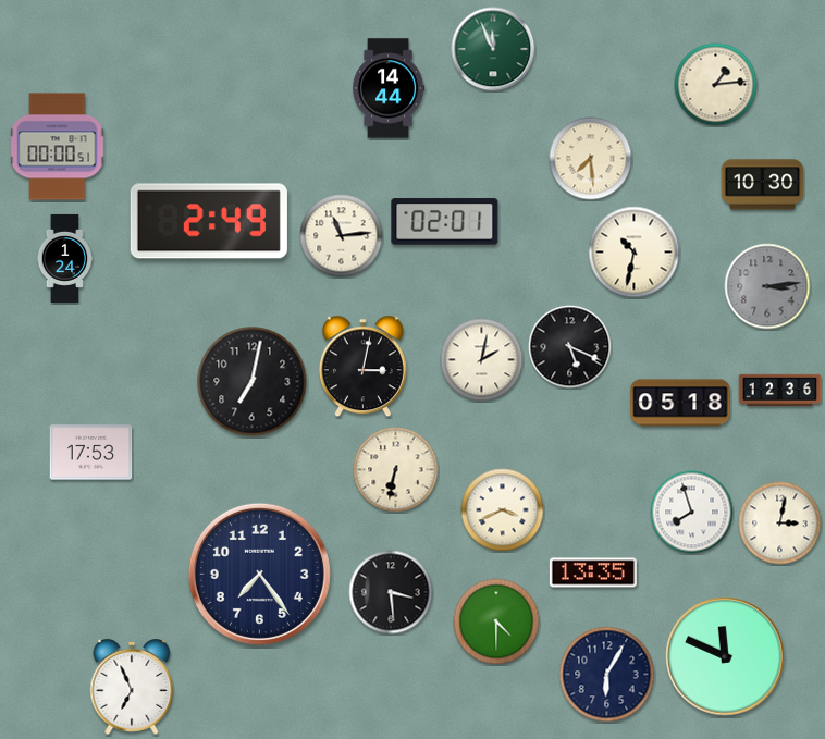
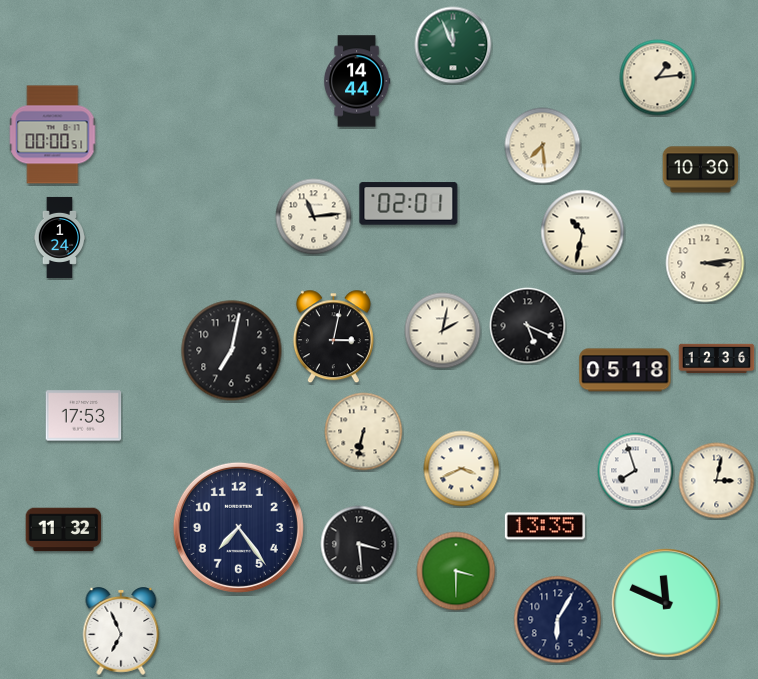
clock at (209, 221): 2:49 -> none
clock at (767, 286) dial: grey -> cream
clock at (570, 347) position: (570, 347) -> (528, 326)
clock at (64, 530): none -> 11:32
clock at (496, 621): 4:30 -> 3:30
